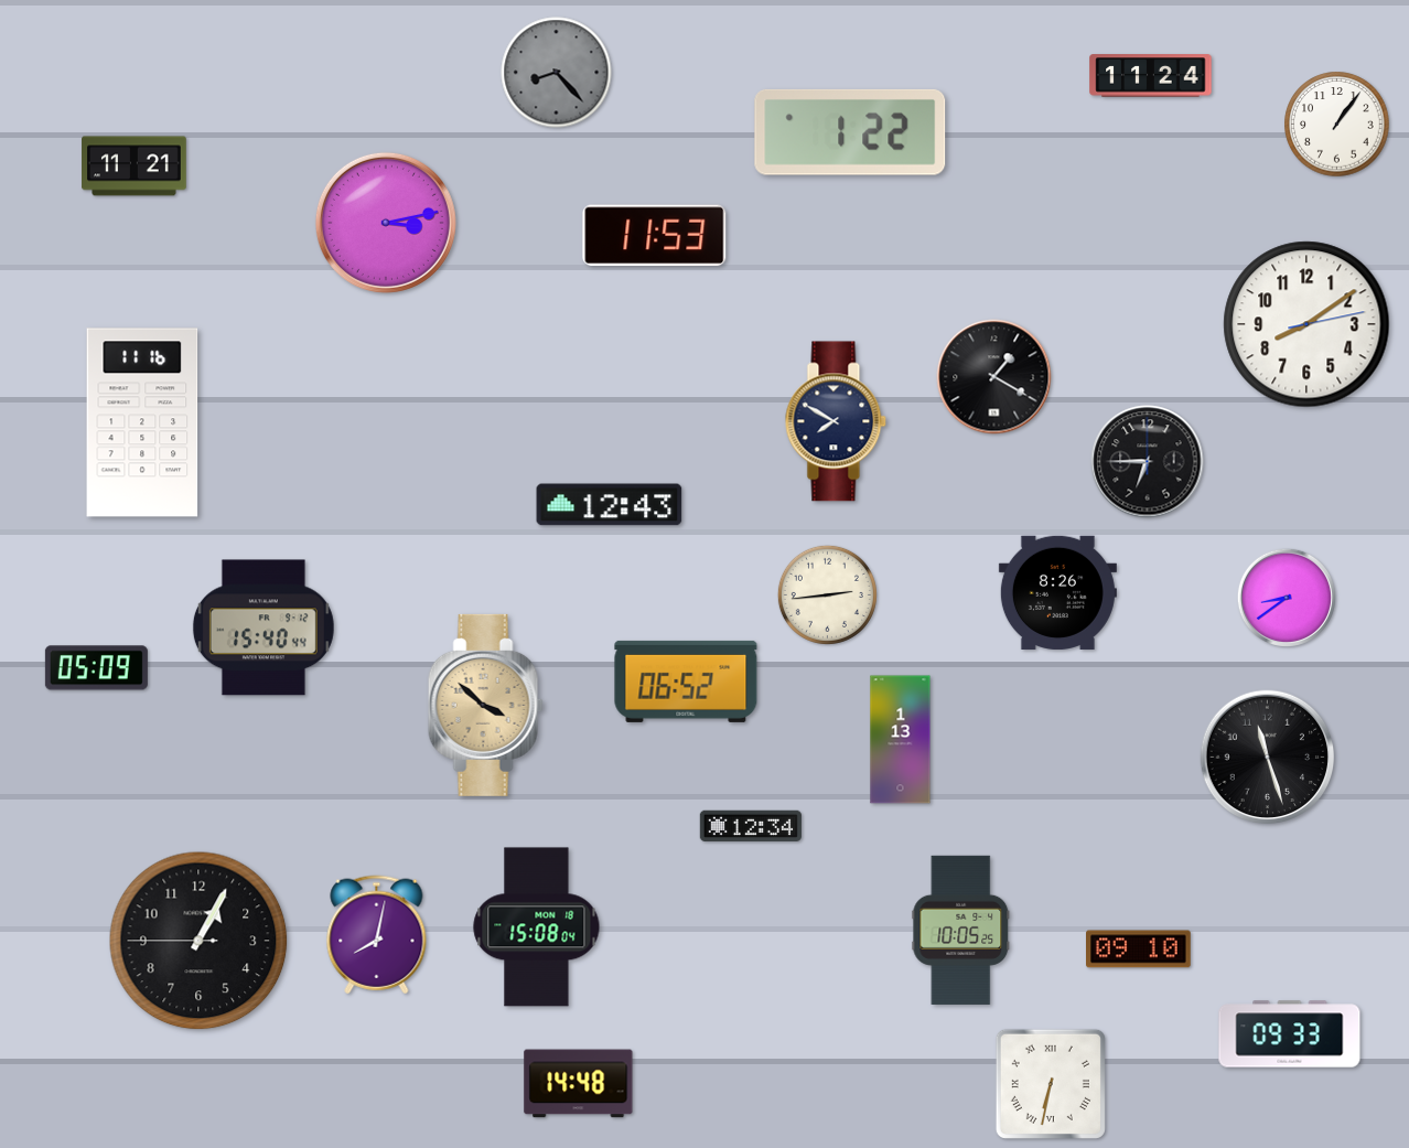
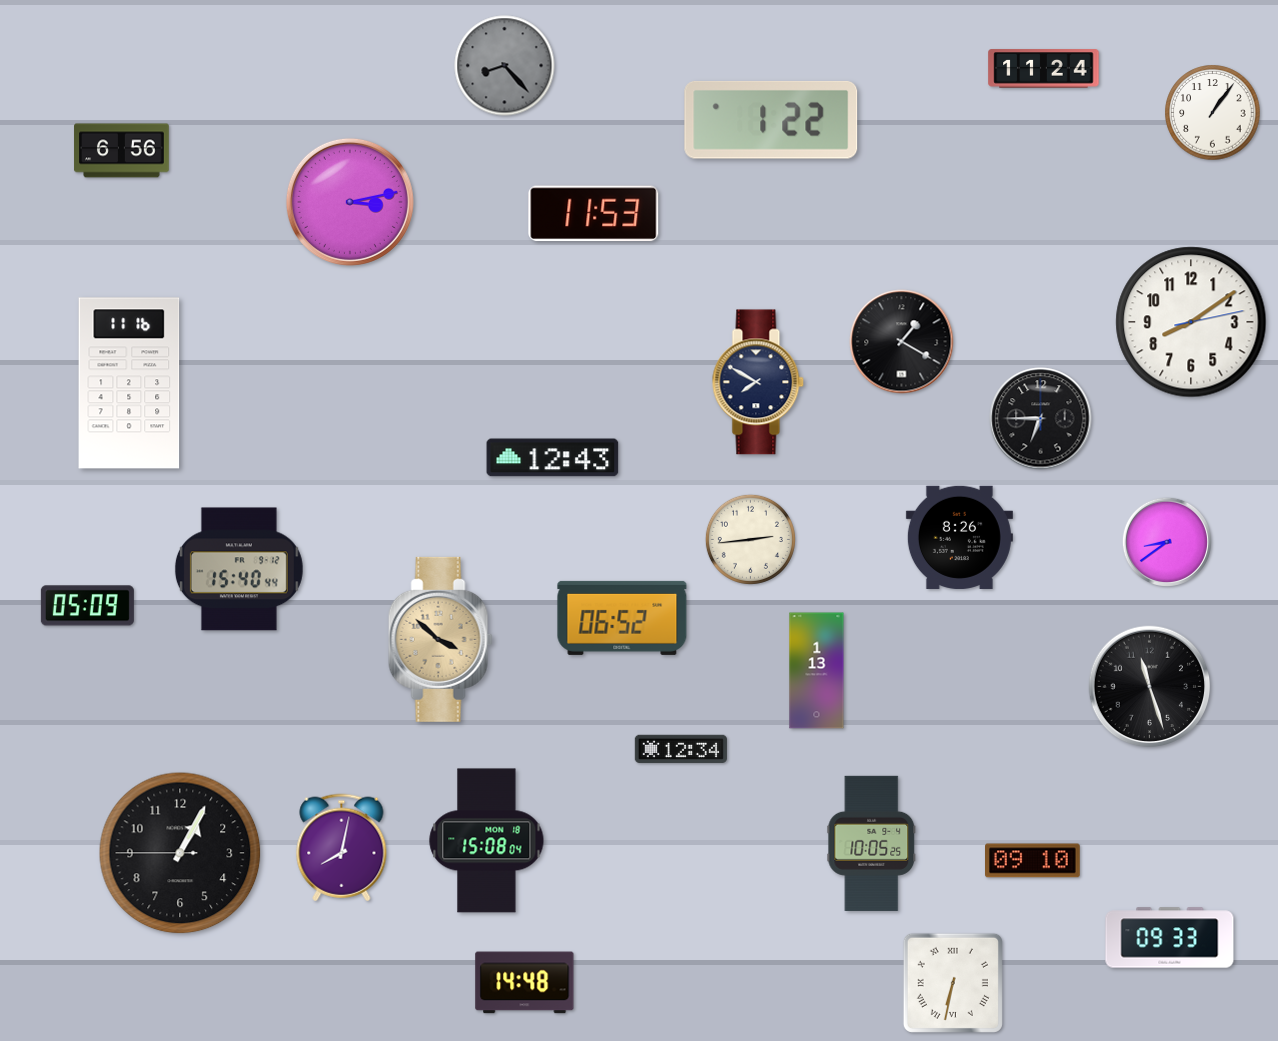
clock at (135, 167): 11:21 -> 6:56
clock at (1306, 324) position: (1306, 324) -> (1191, 322)
